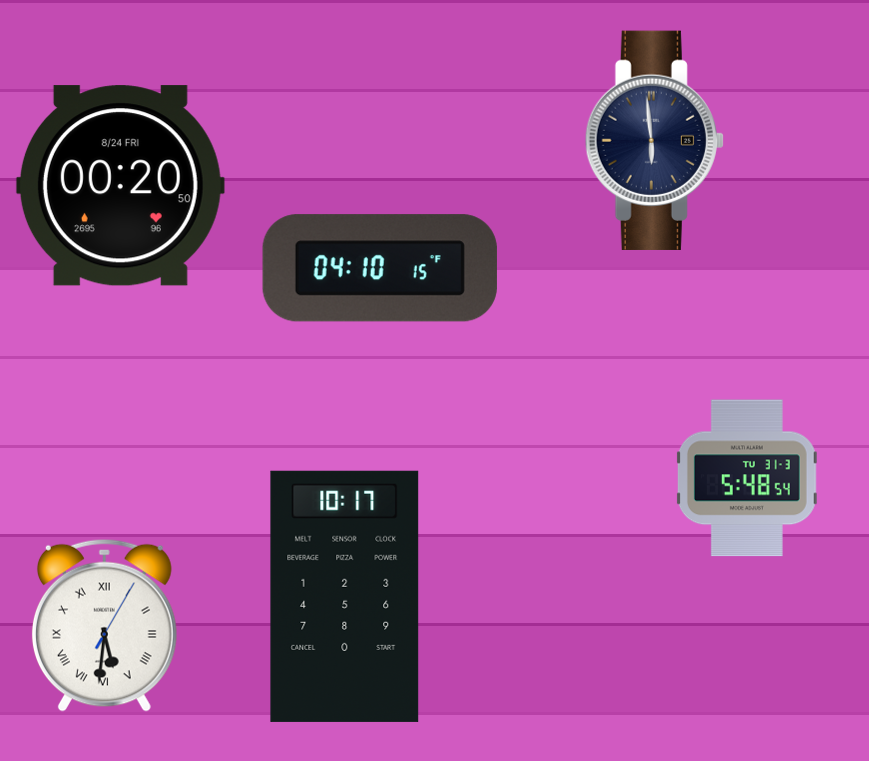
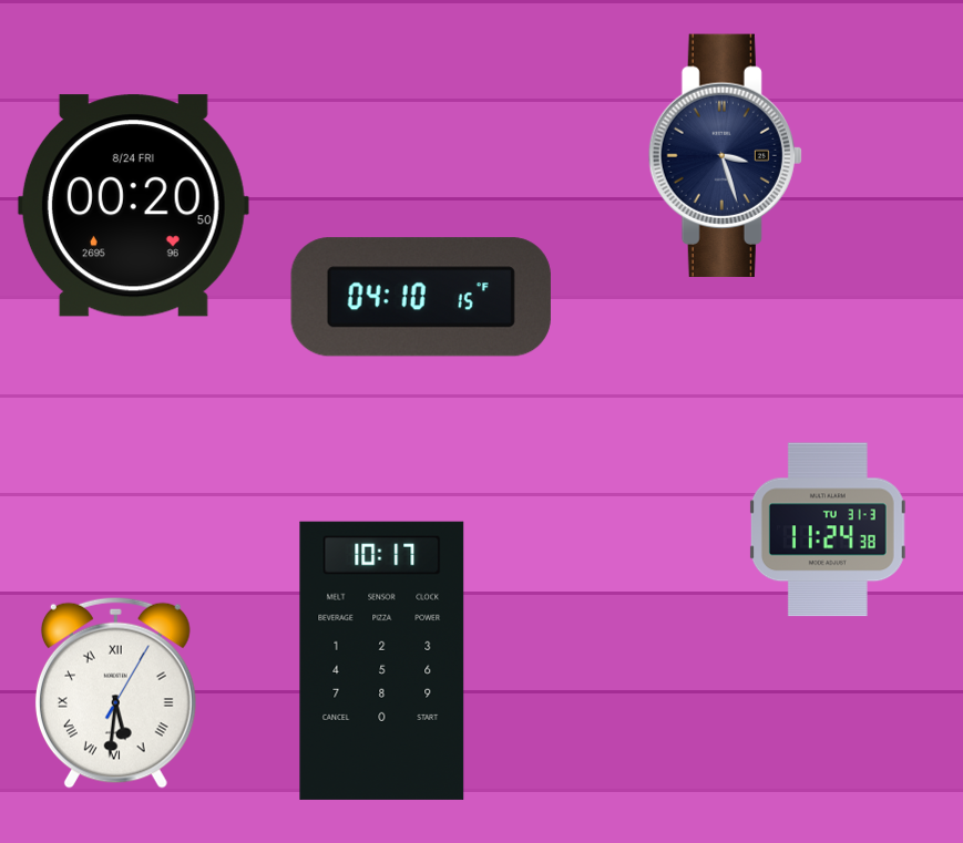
clock at (654, 140): 5:59 -> 3:27
clock at (747, 478): 5:48 -> 11:24
